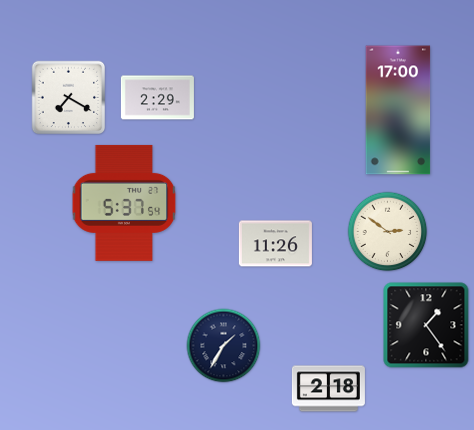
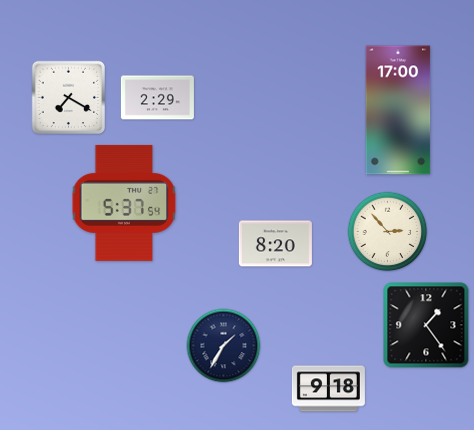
clock at (388, 232): 2:51 -> 2:53
clock at (275, 244): 11:26 -> 8:20
clock at (328, 389): 2:18 -> 9:18
